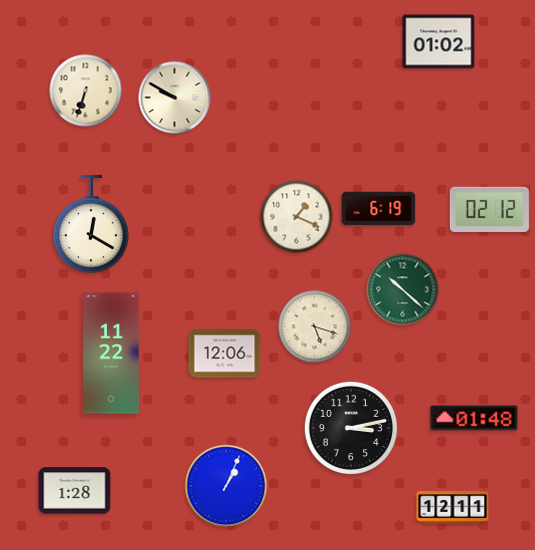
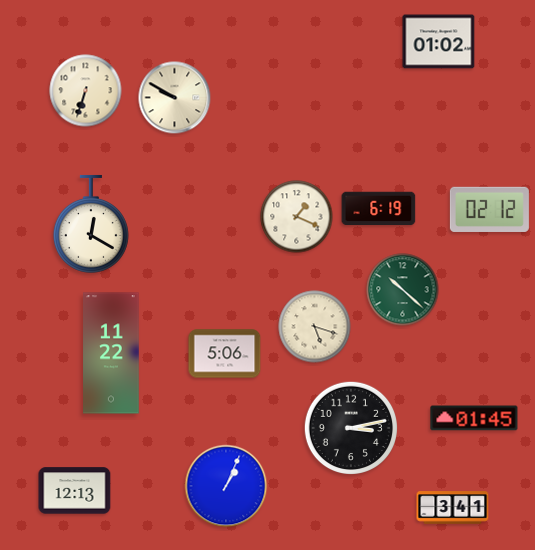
clock at (225, 354): 12:06 -> 5:06
clock at (474, 418): 01:48 -> 01:45
clock at (75, 491): 1:28 -> 12:13
clock at (453, 508): 12:11 -> 3:41
